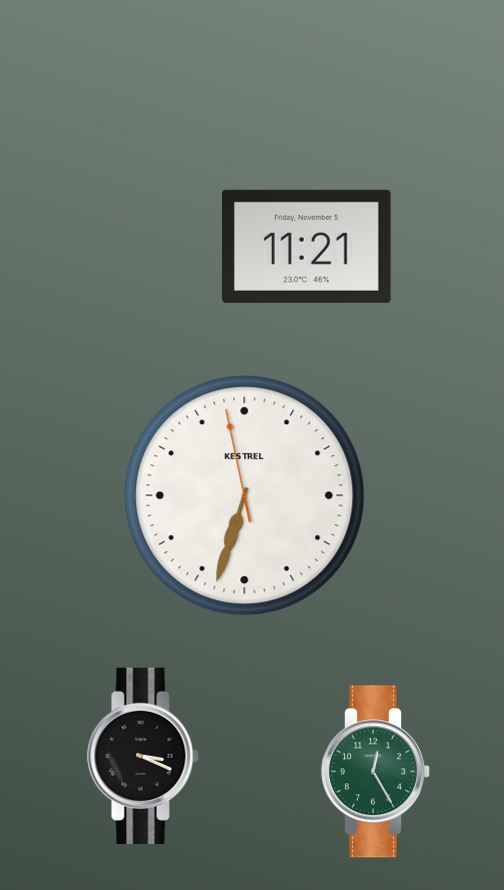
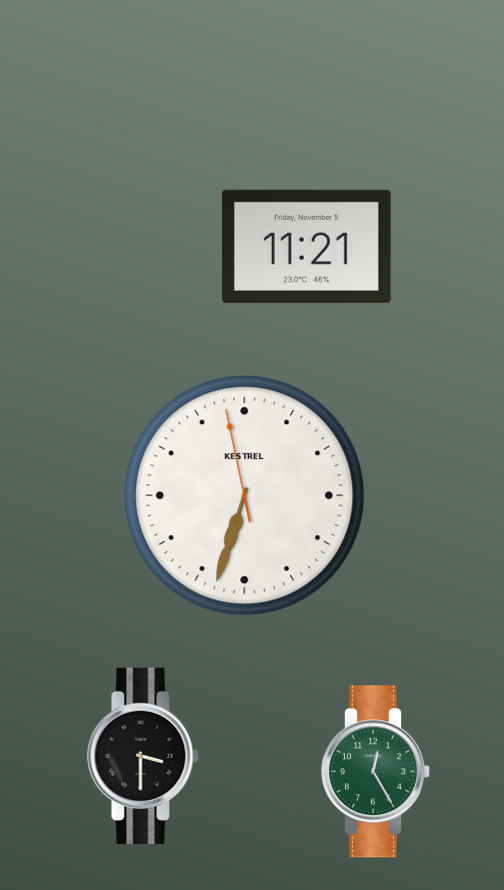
clock at (143, 755): 3:19 -> 3:30
